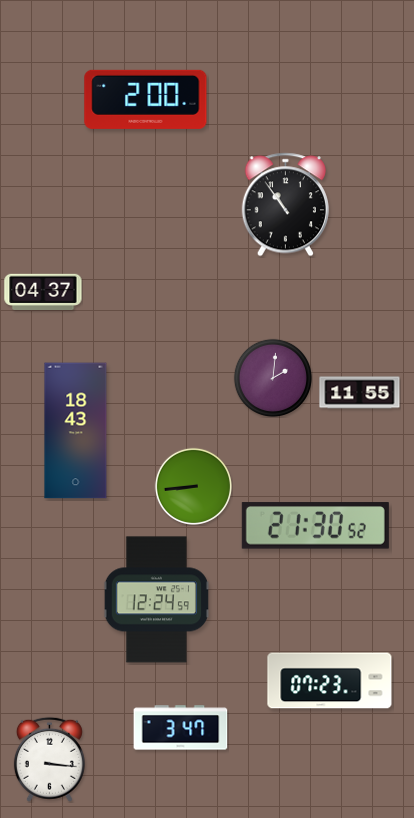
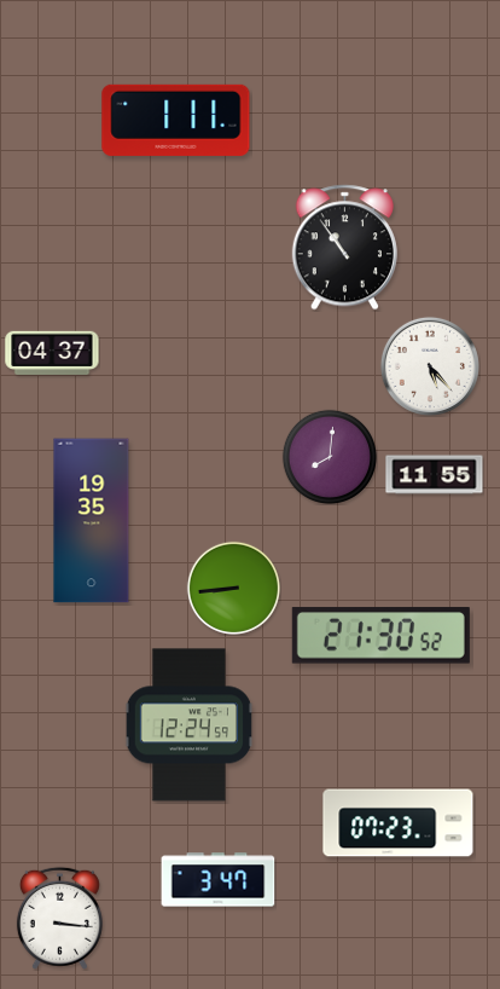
clock at (146, 99): 2:00 -> 1:11
clock at (430, 366): none -> 5:23
clock at (272, 377): 2:01 -> 8:01
clock at (76, 431): 18:43 -> 19:35
